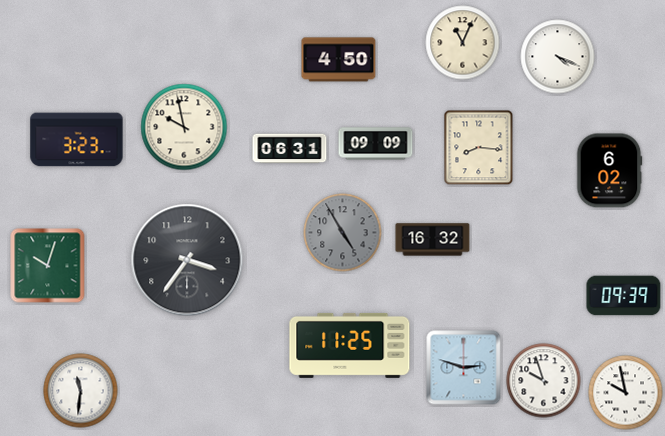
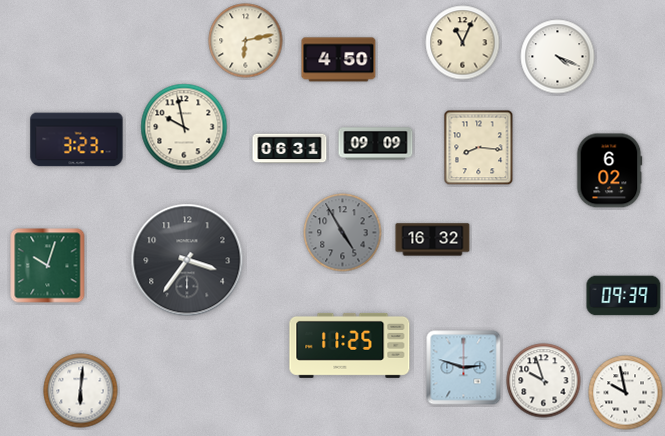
clock at (246, 41): none -> 6:13
clock at (81, 391): 11:31 -> 6:01
